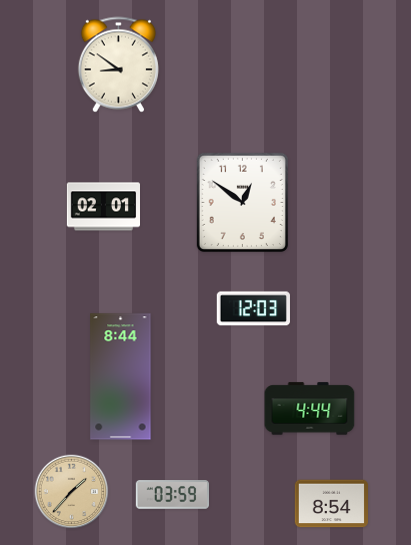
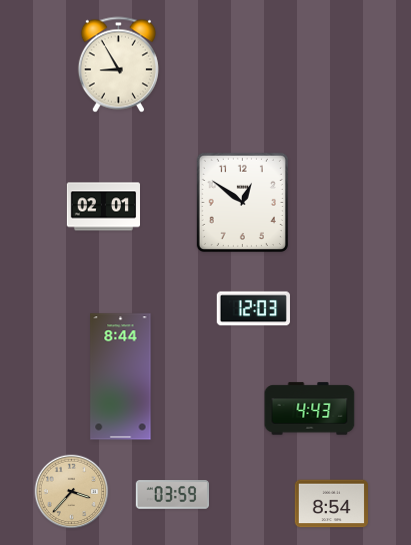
clock at (118, 65): 8:51 -> 8:55
clock at (310, 409): 4:44 -> 4:43
clock at (72, 492): 1:37 -> 3:37
